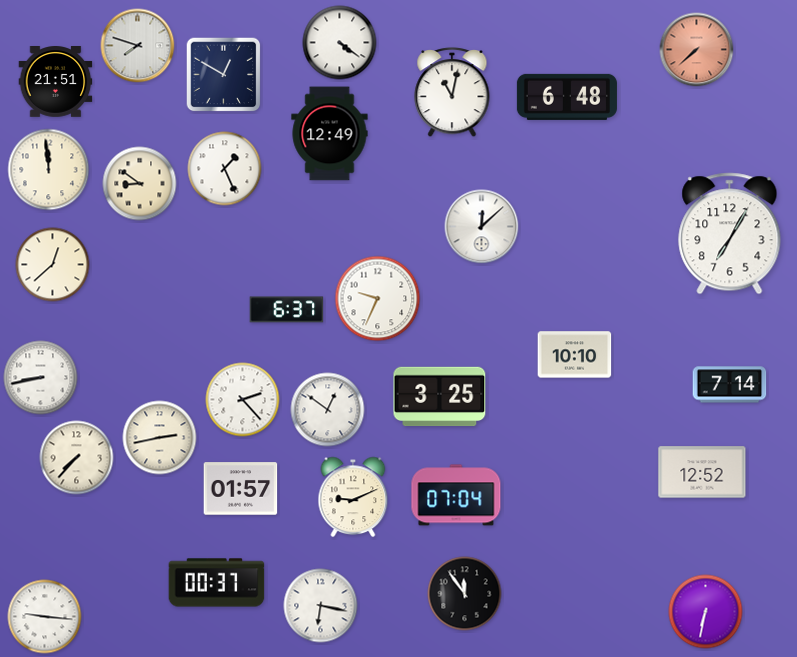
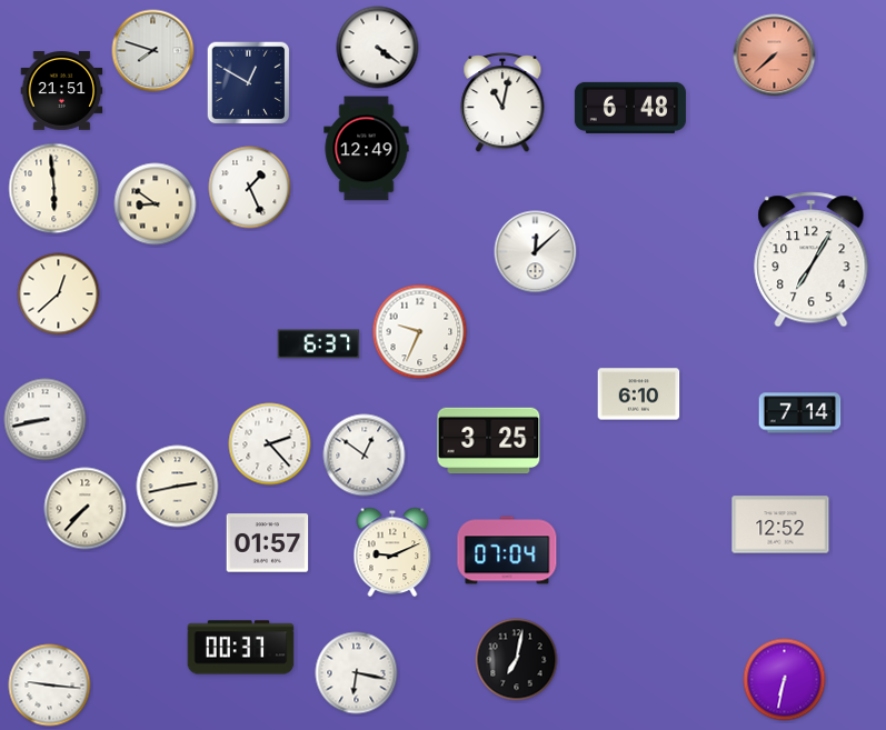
clock at (49, 170): 11:59 -> 5:59
clock at (575, 355): 10:10 -> 6:10
clock at (730, 385) position: (730, 385) -> (800, 413)
clock at (465, 594): 11:54 -> 7:02
